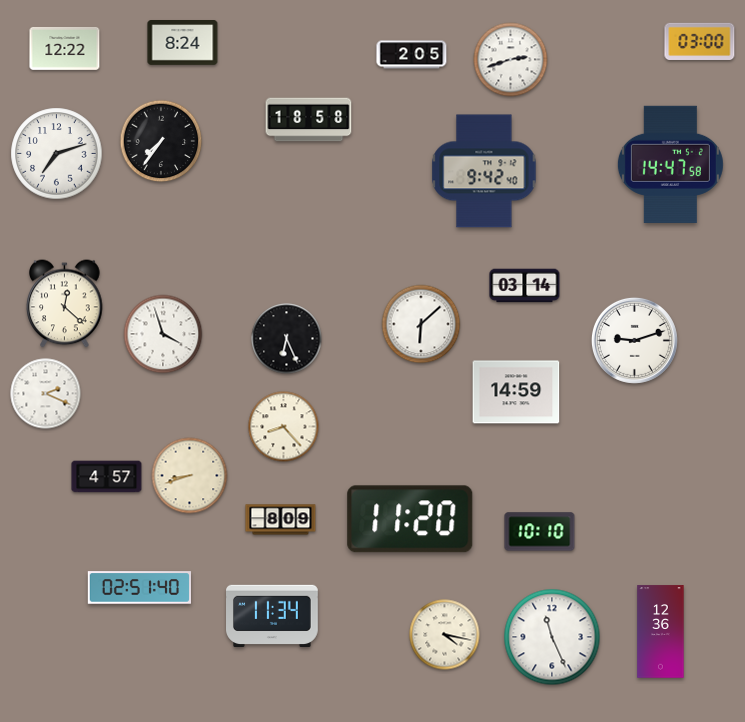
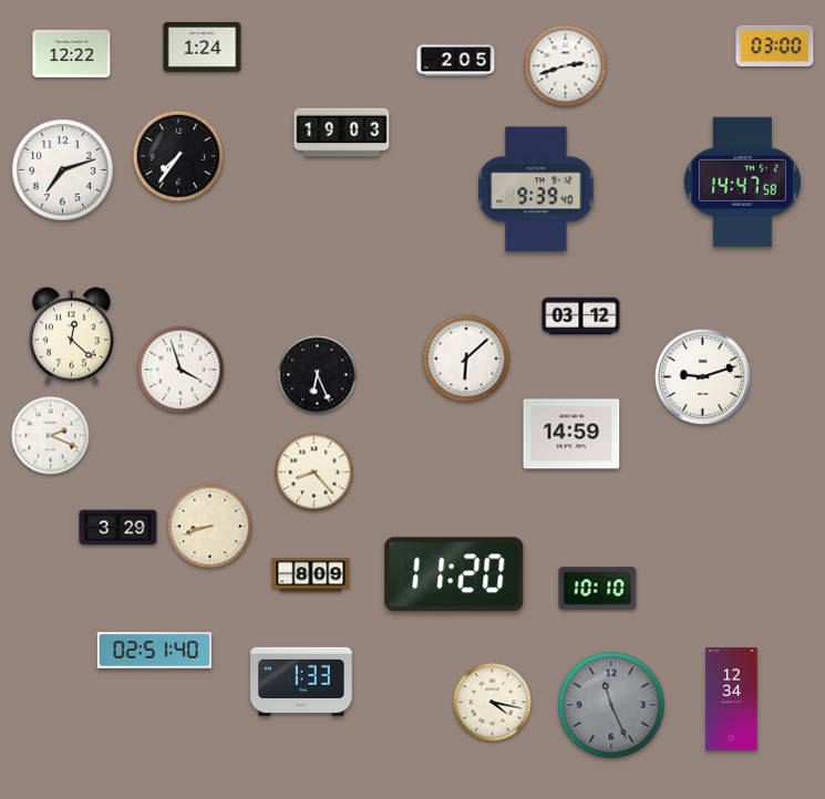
clock at (183, 43): 8:24 -> 1:24
clock at (309, 120): 18:58 -> 19:03
clock at (484, 171): 9:42 -> 9:39
clock at (525, 286): 03:14 -> 03:12
clock at (107, 477): 4:57 -> 3:29
clock at (273, 615): 11:34 -> 1:33
clock at (661, 632): 12:36 -> 12:34
clock at (552, 637) dial: white -> grey
